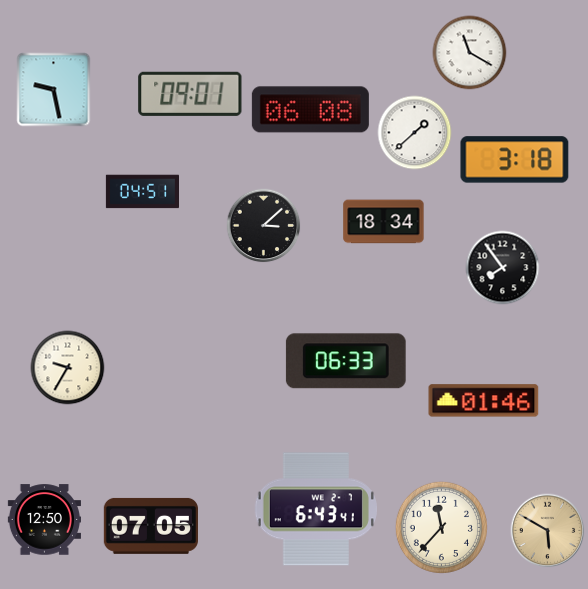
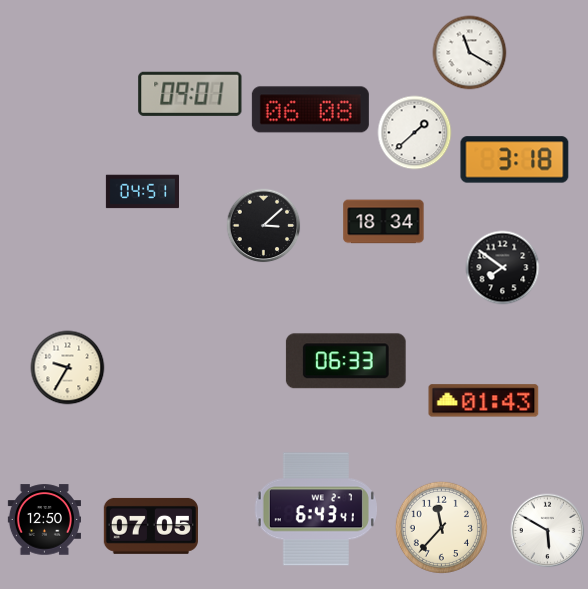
clock at (54, 90): 9:28 -> none
clock at (503, 268): 7:54 -> 7:51
clock at (484, 401): 01:46 -> 01:43
clock at (548, 531) dial: champagne -> white
